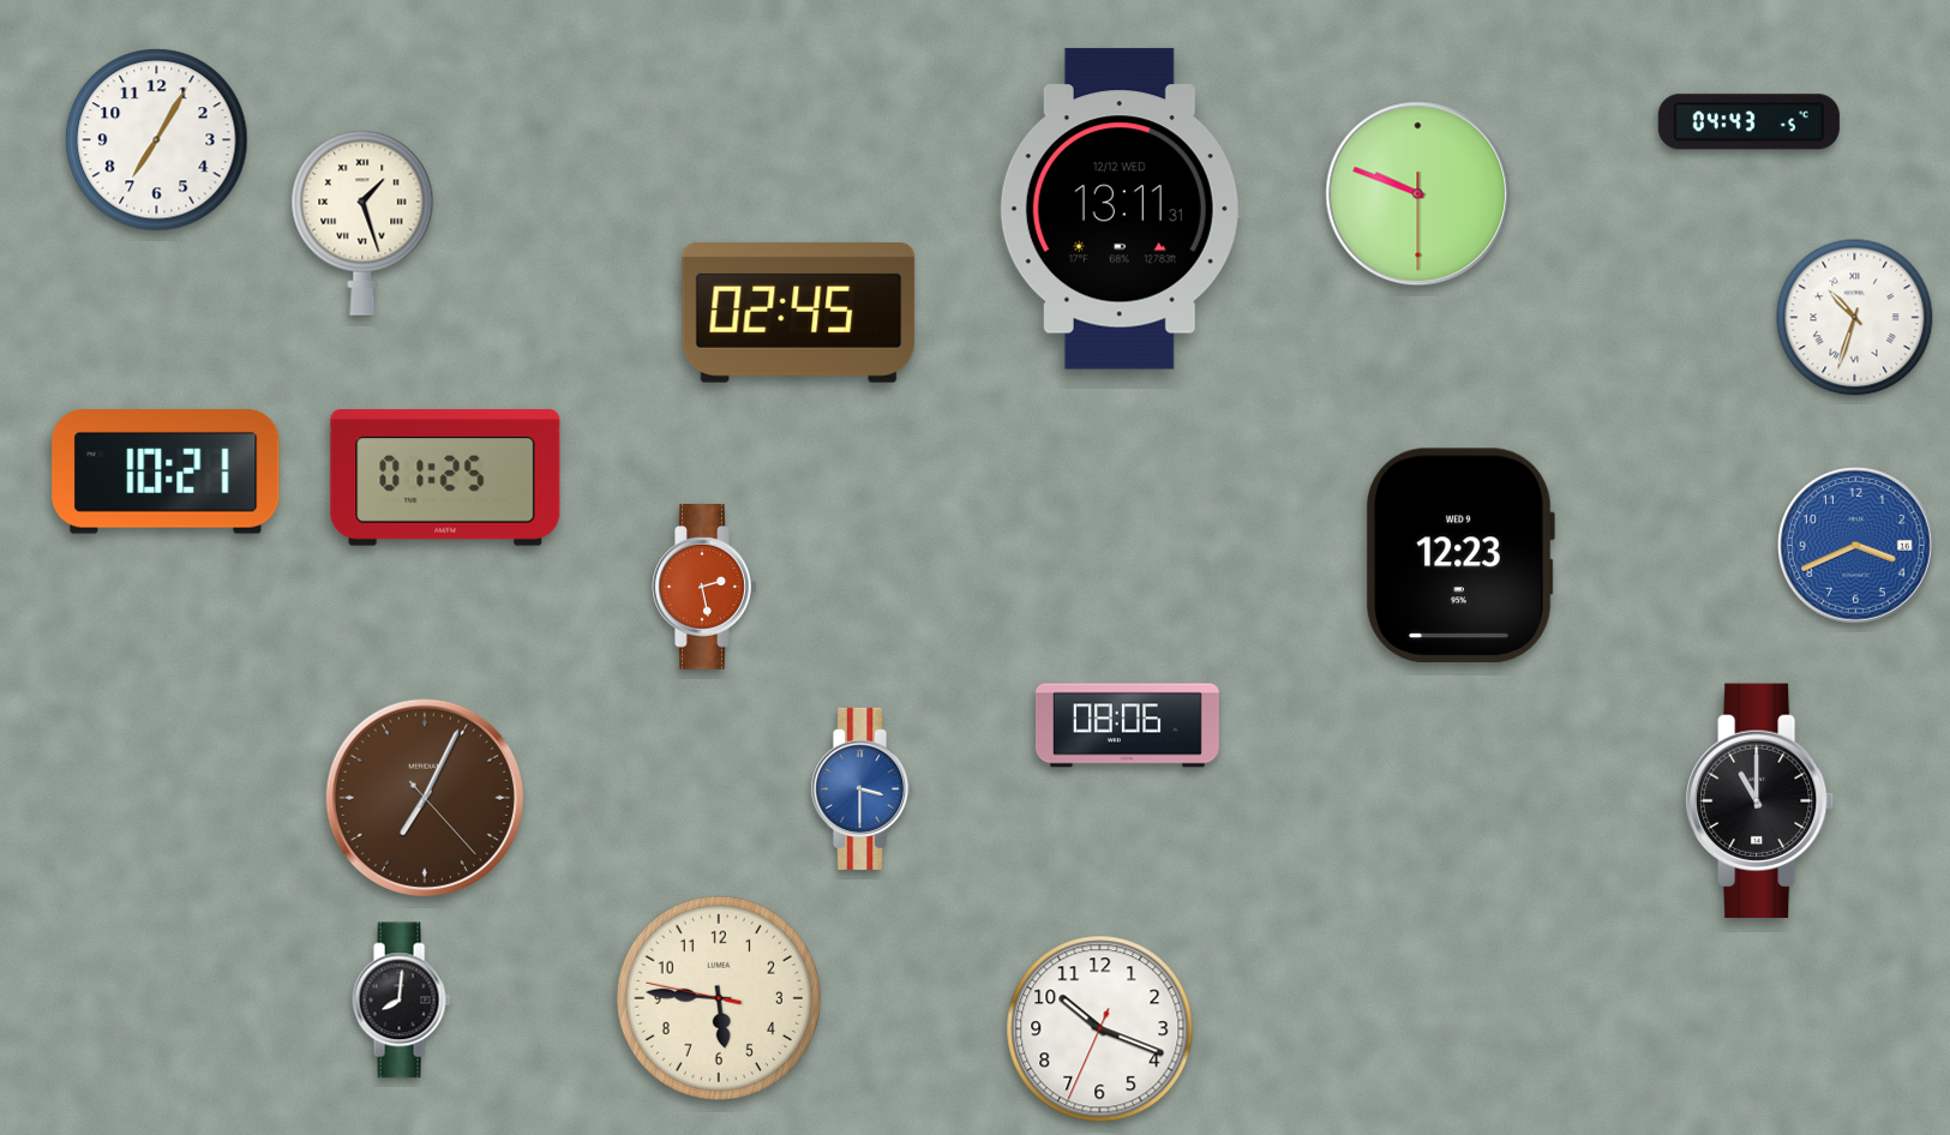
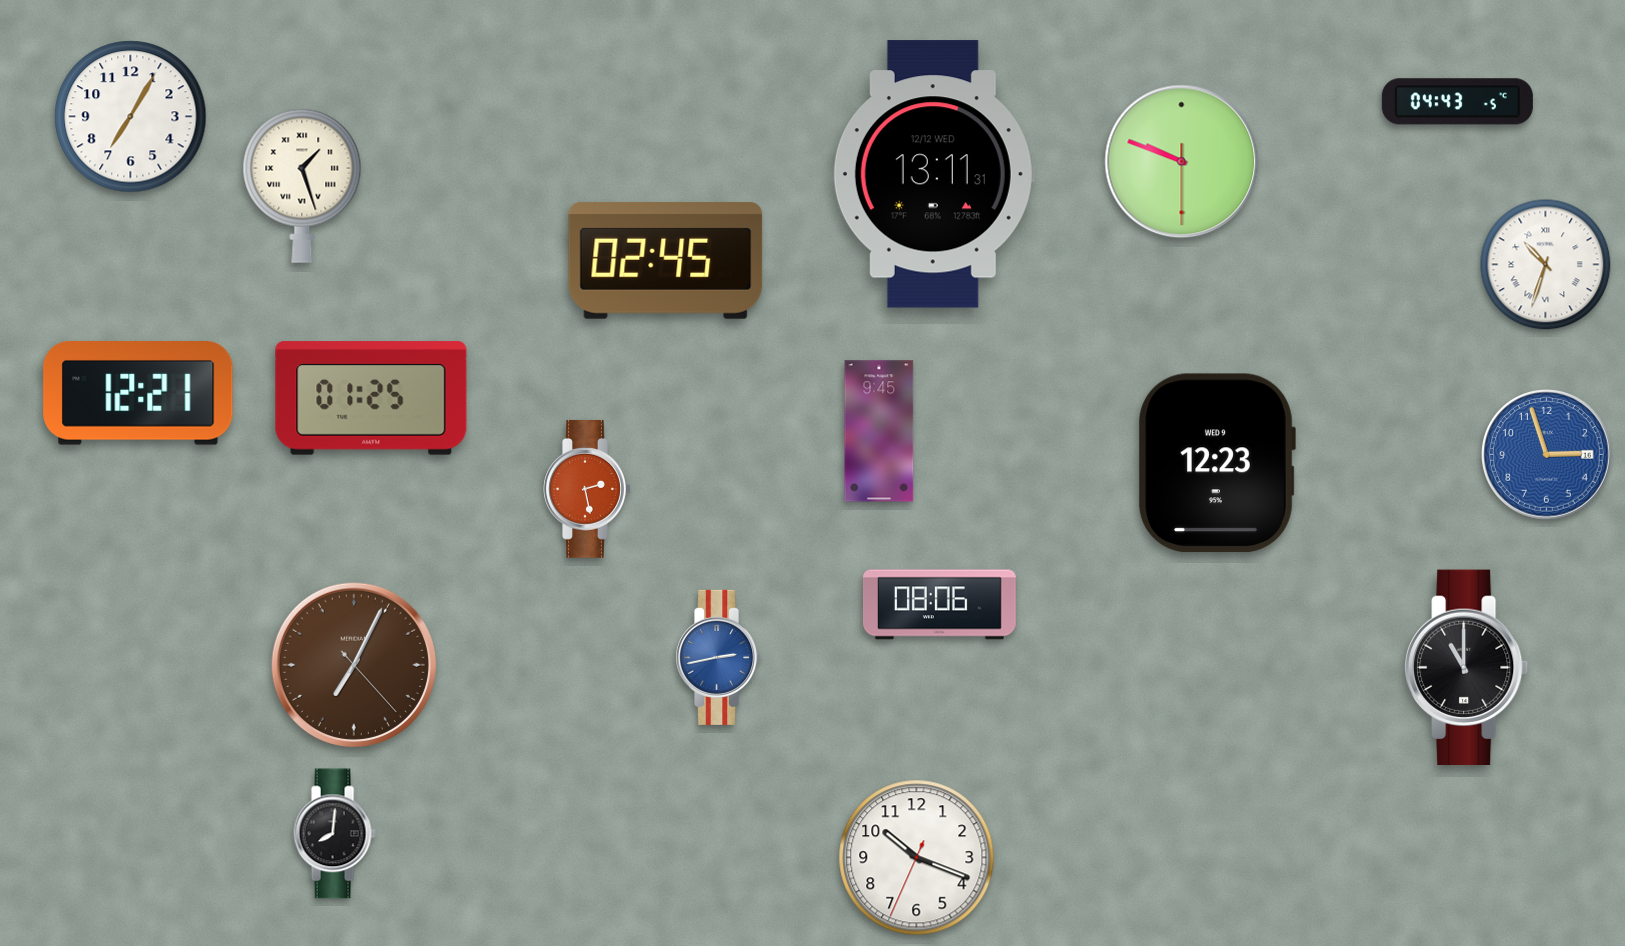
clock at (166, 473): 10:21 -> 12:21
clock at (879, 431): none -> 9:45
clock at (1856, 546): 3:41 -> 2:57
clock at (863, 788): 3:30 -> 2:43
clock at (719, 998): 5:45 -> none
